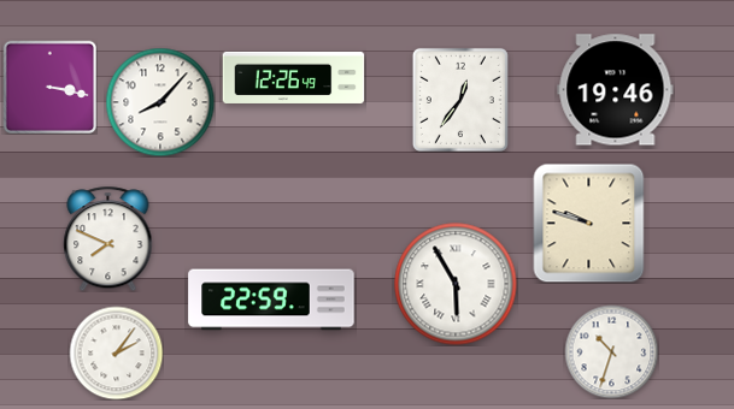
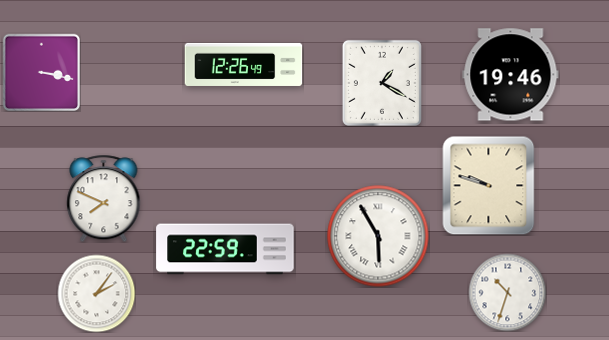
clock at (460, 100): 12:36 -> 1:20
clock at (160, 102): 8:07 -> none
clock at (108, 238) position: (108, 238) -> (104, 198)
